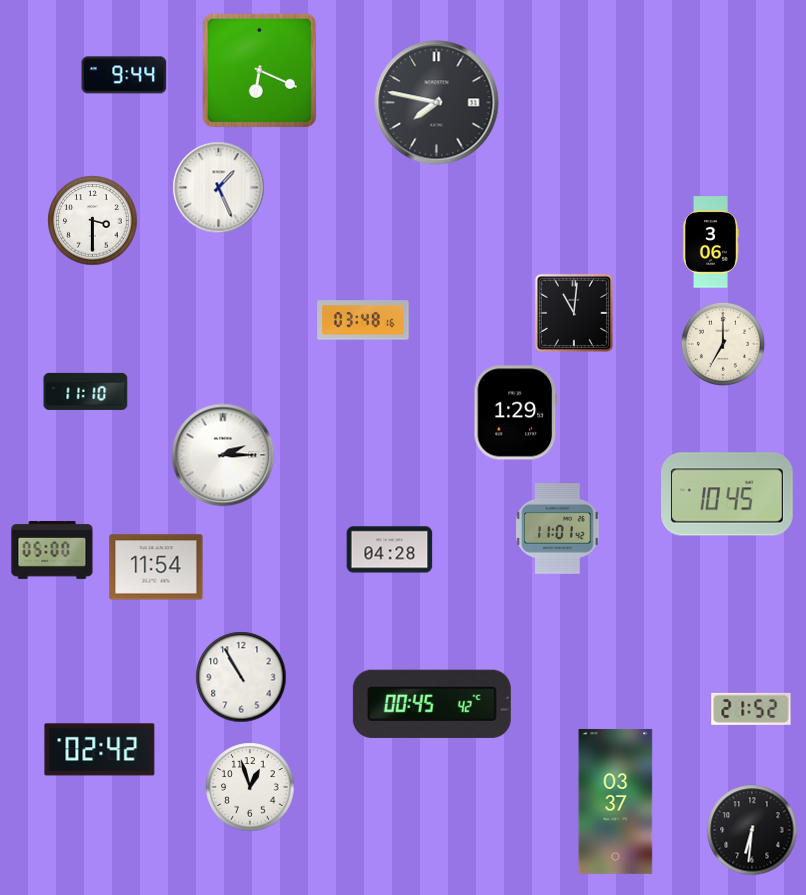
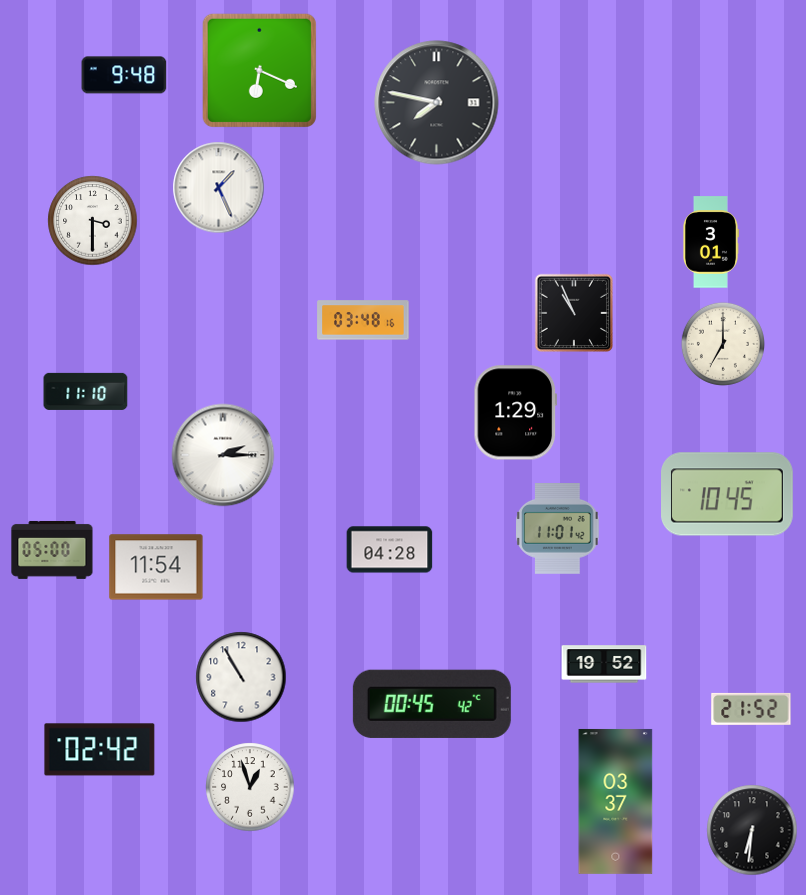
clock at (124, 75): 9:44 -> 9:48
clock at (710, 242): 3:06 -> 3:01
clock at (573, 312): 11:01 -> 10:56
clock at (604, 664): none -> 19:52
